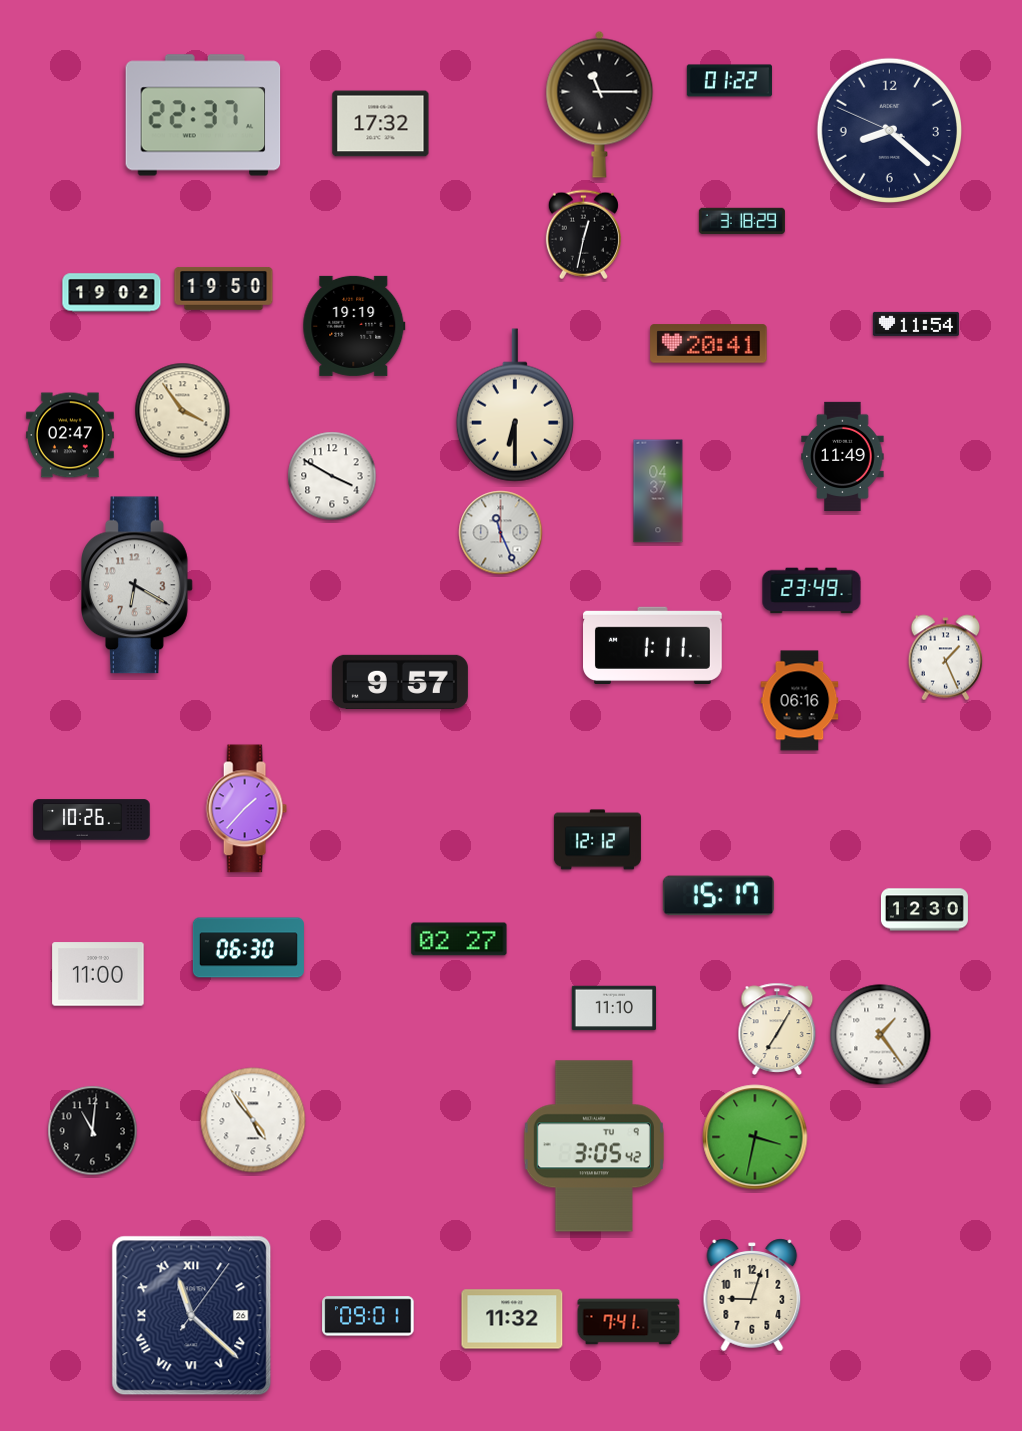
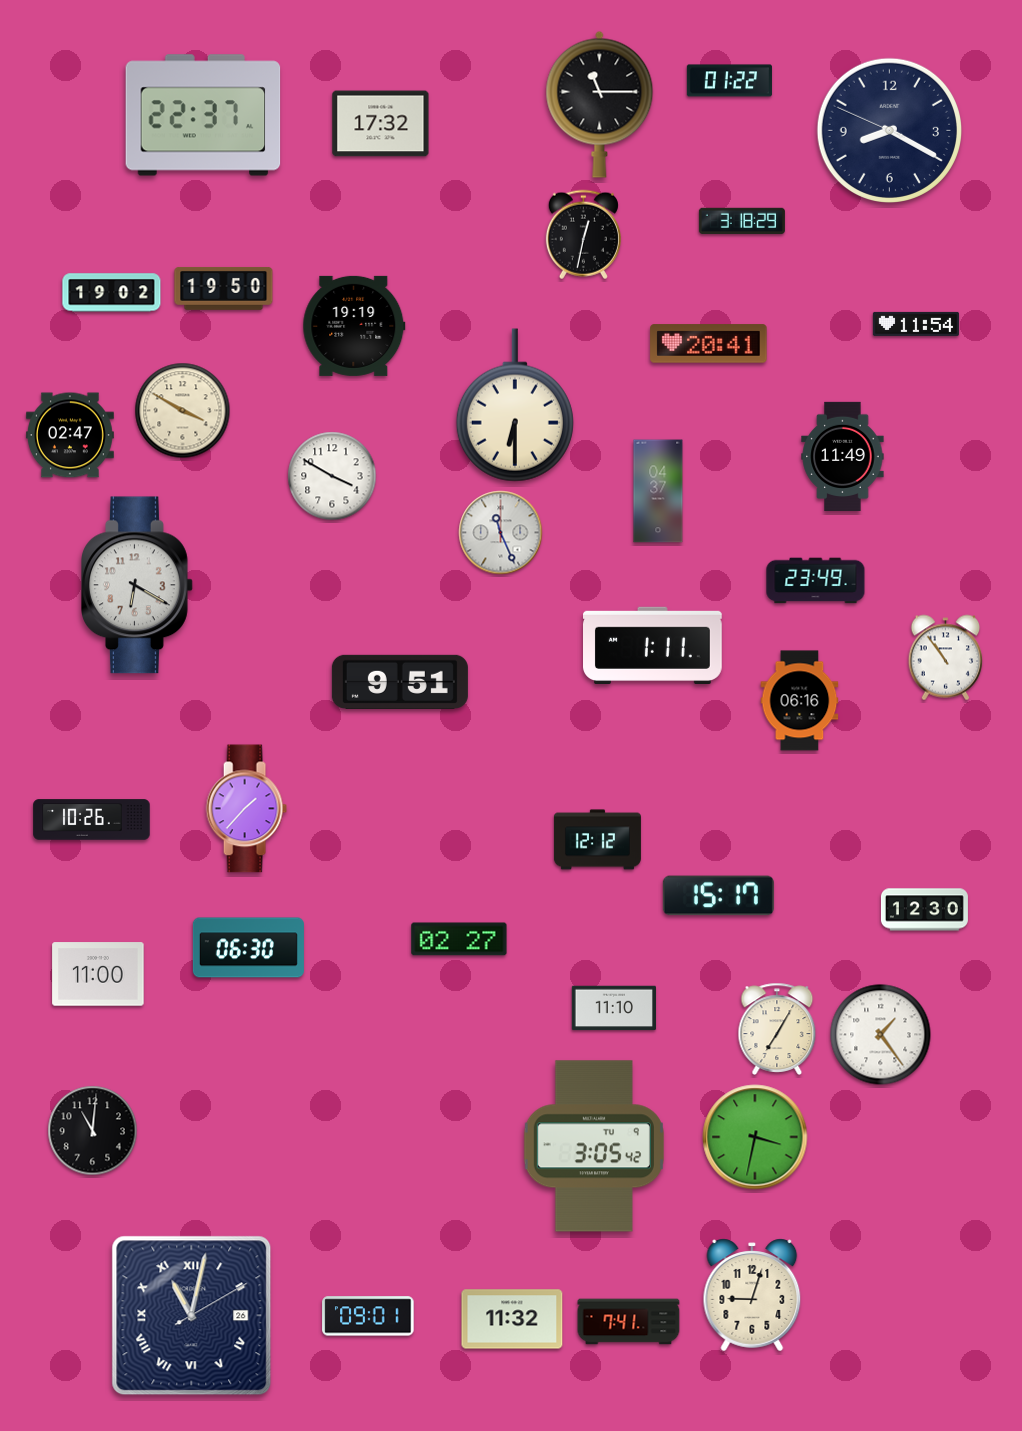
clock at (889, 130): 8:21 -> 8:19
clock at (183, 411): 3:54 -> 3:50
clock at (812, 591) position: (812, 591) -> (816, 581)
clock at (946, 658): 1:26 -> 10:54
clock at (400, 682): 9:57 -> 9:51
clock at (253, 1120): 4:54 -> none
clock at (192, 1316): 11:22 -> 11:02
